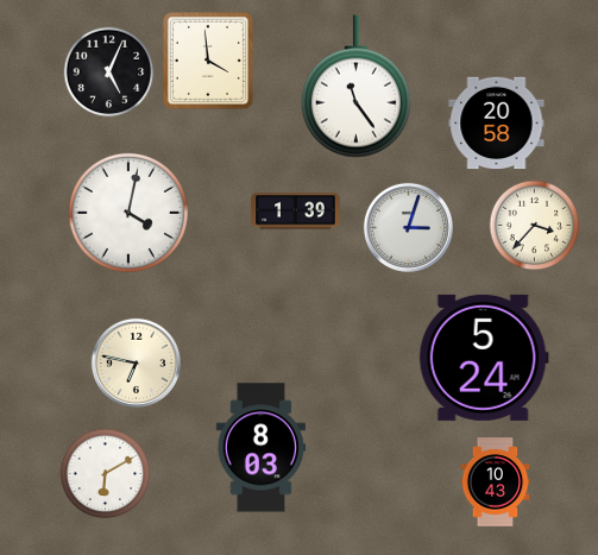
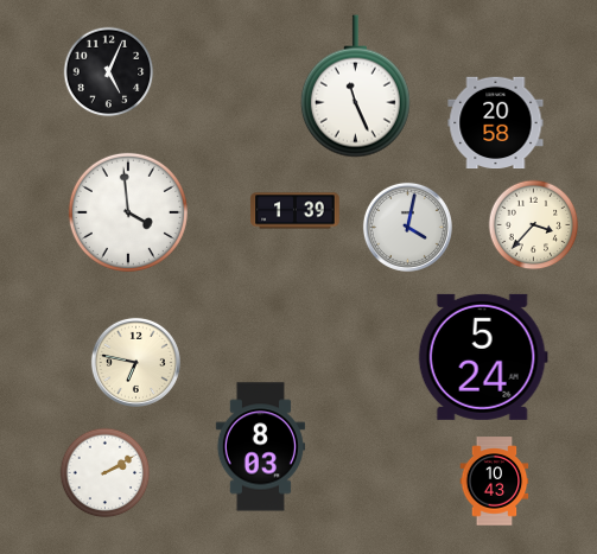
clock at (208, 61): 3:59 -> none
clock at (355, 87): 11:24 -> 11:26
clock at (128, 213): 4:02 -> 3:59
clock at (408, 227): 3:03 -> 4:02
clock at (106, 474): 6:10 -> 2:10
